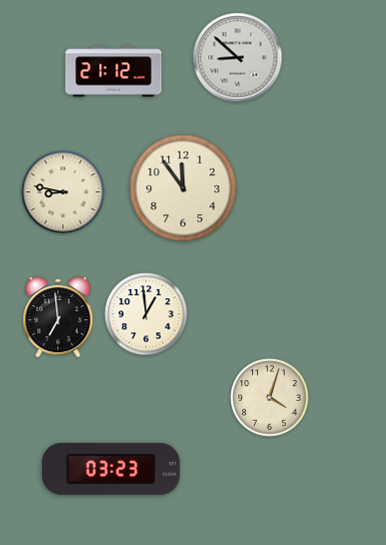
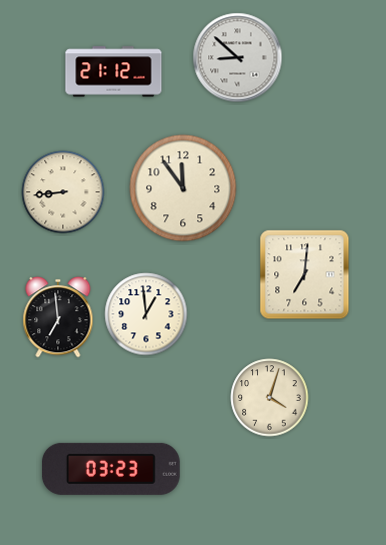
clock at (63, 192): 8:47 -> 8:44
clock at (305, 275): none -> 7:01
